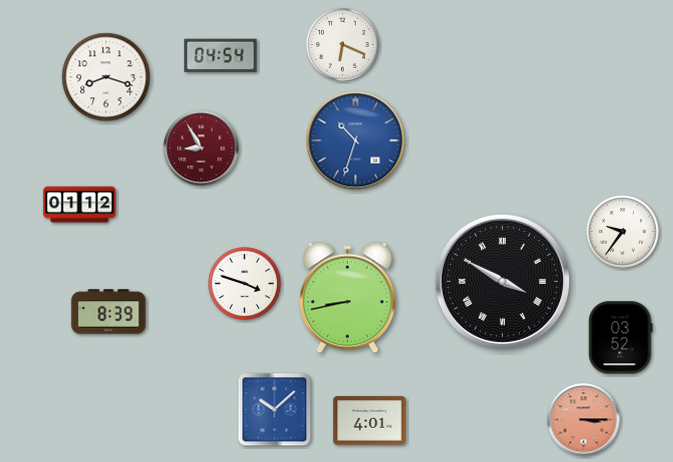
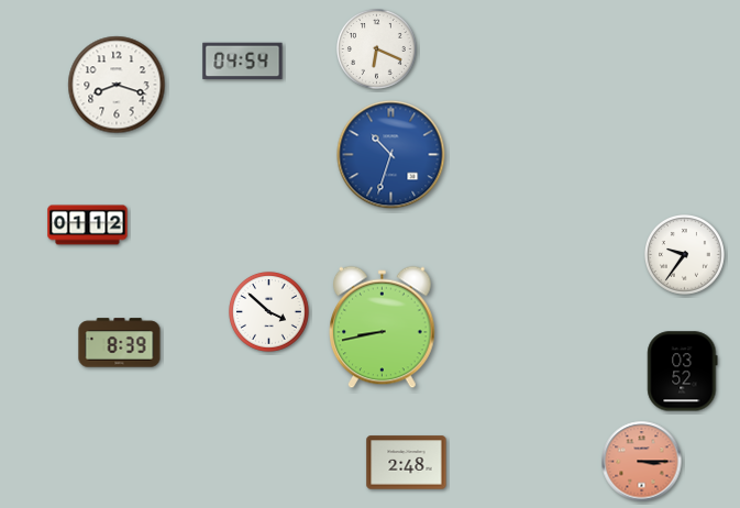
clock at (201, 148): 8:55 -> none
clock at (502, 281): 3:50 -> none
clock at (245, 284): 3:48 -> 3:52
clock at (275, 410): 10:08 -> none
clock at (370, 421): 4:01 -> 2:48
